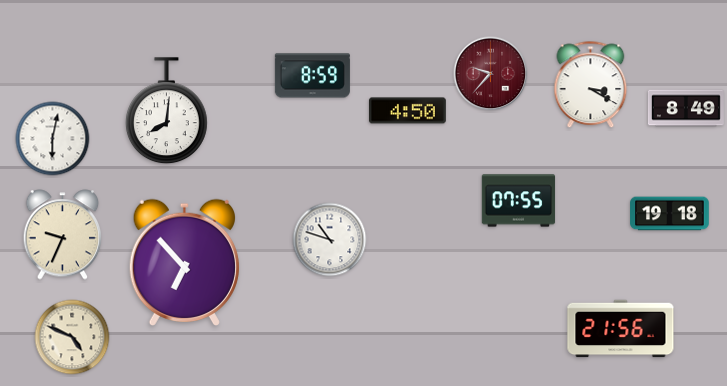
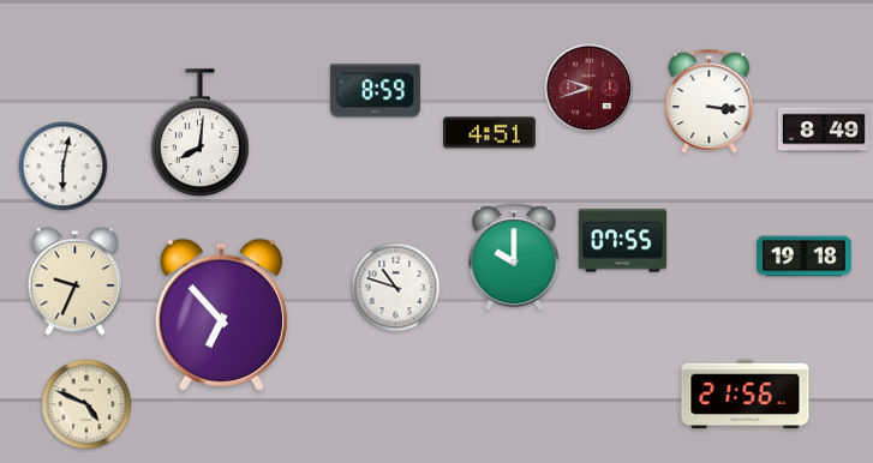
clock at (491, 74): 9:37 -> 9:42
clock at (591, 85): 3:20 -> 3:16
clock at (407, 111): 4:50 -> 4:51
clock at (514, 258): none -> 10:00
